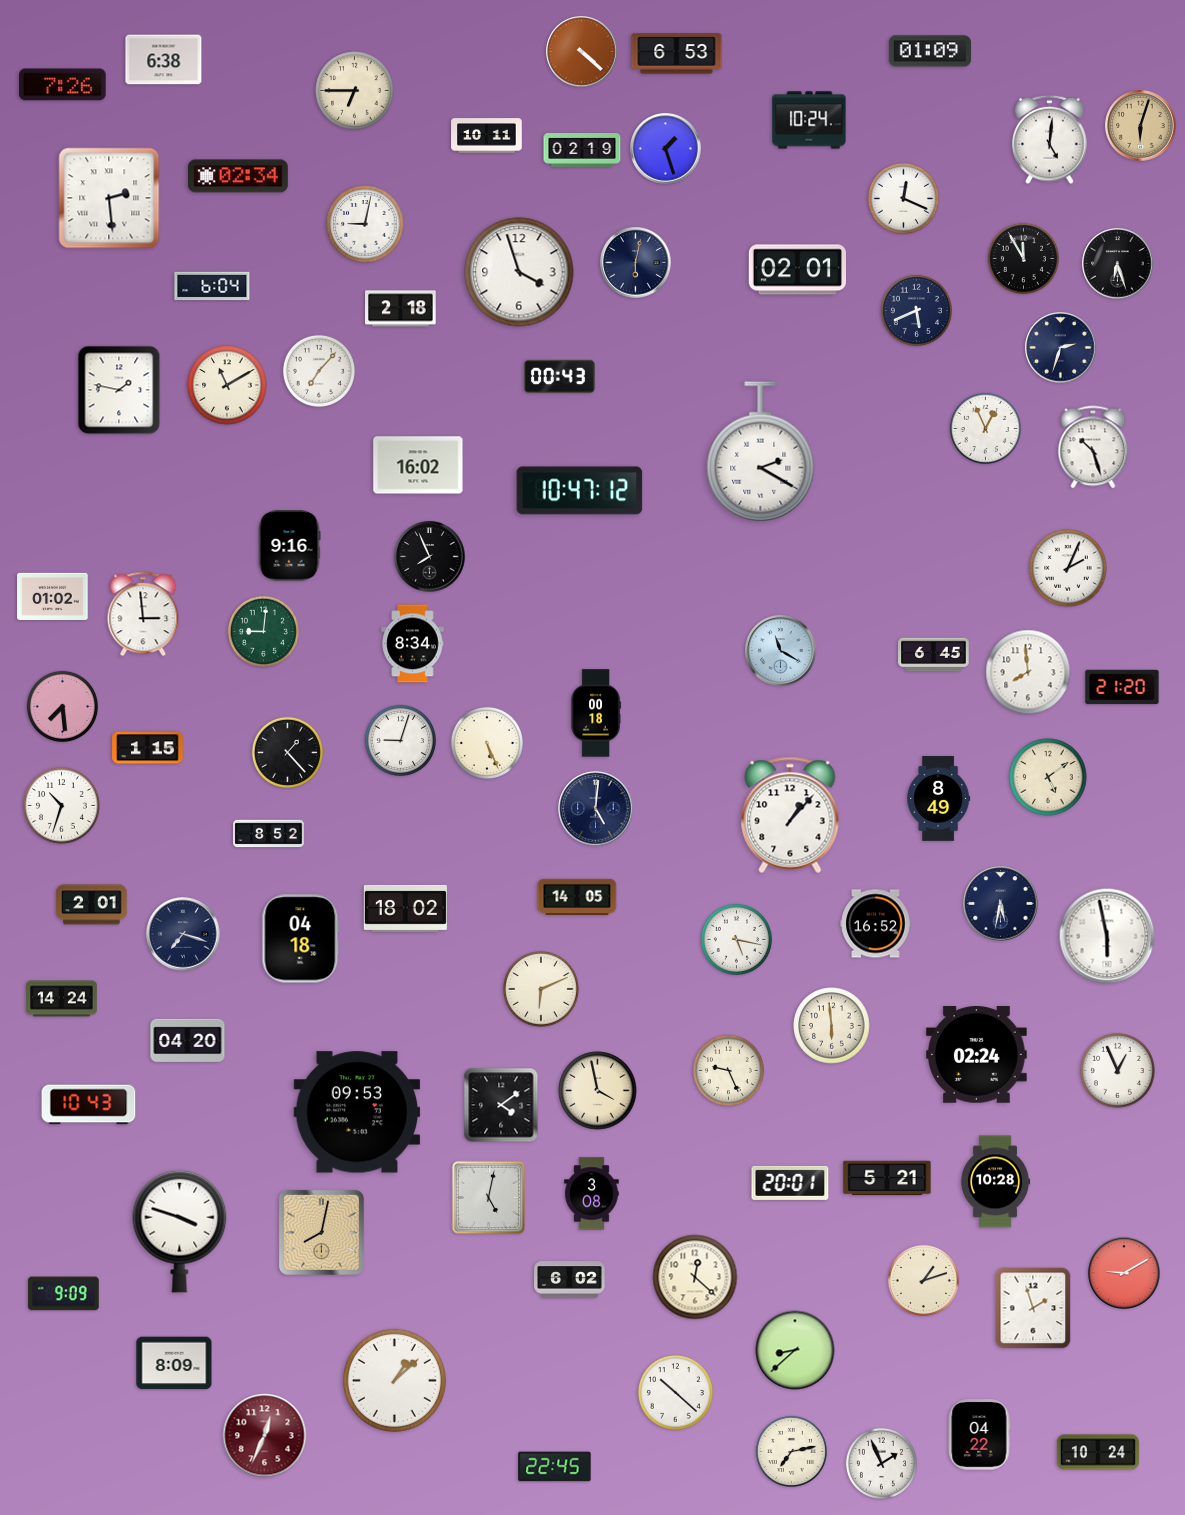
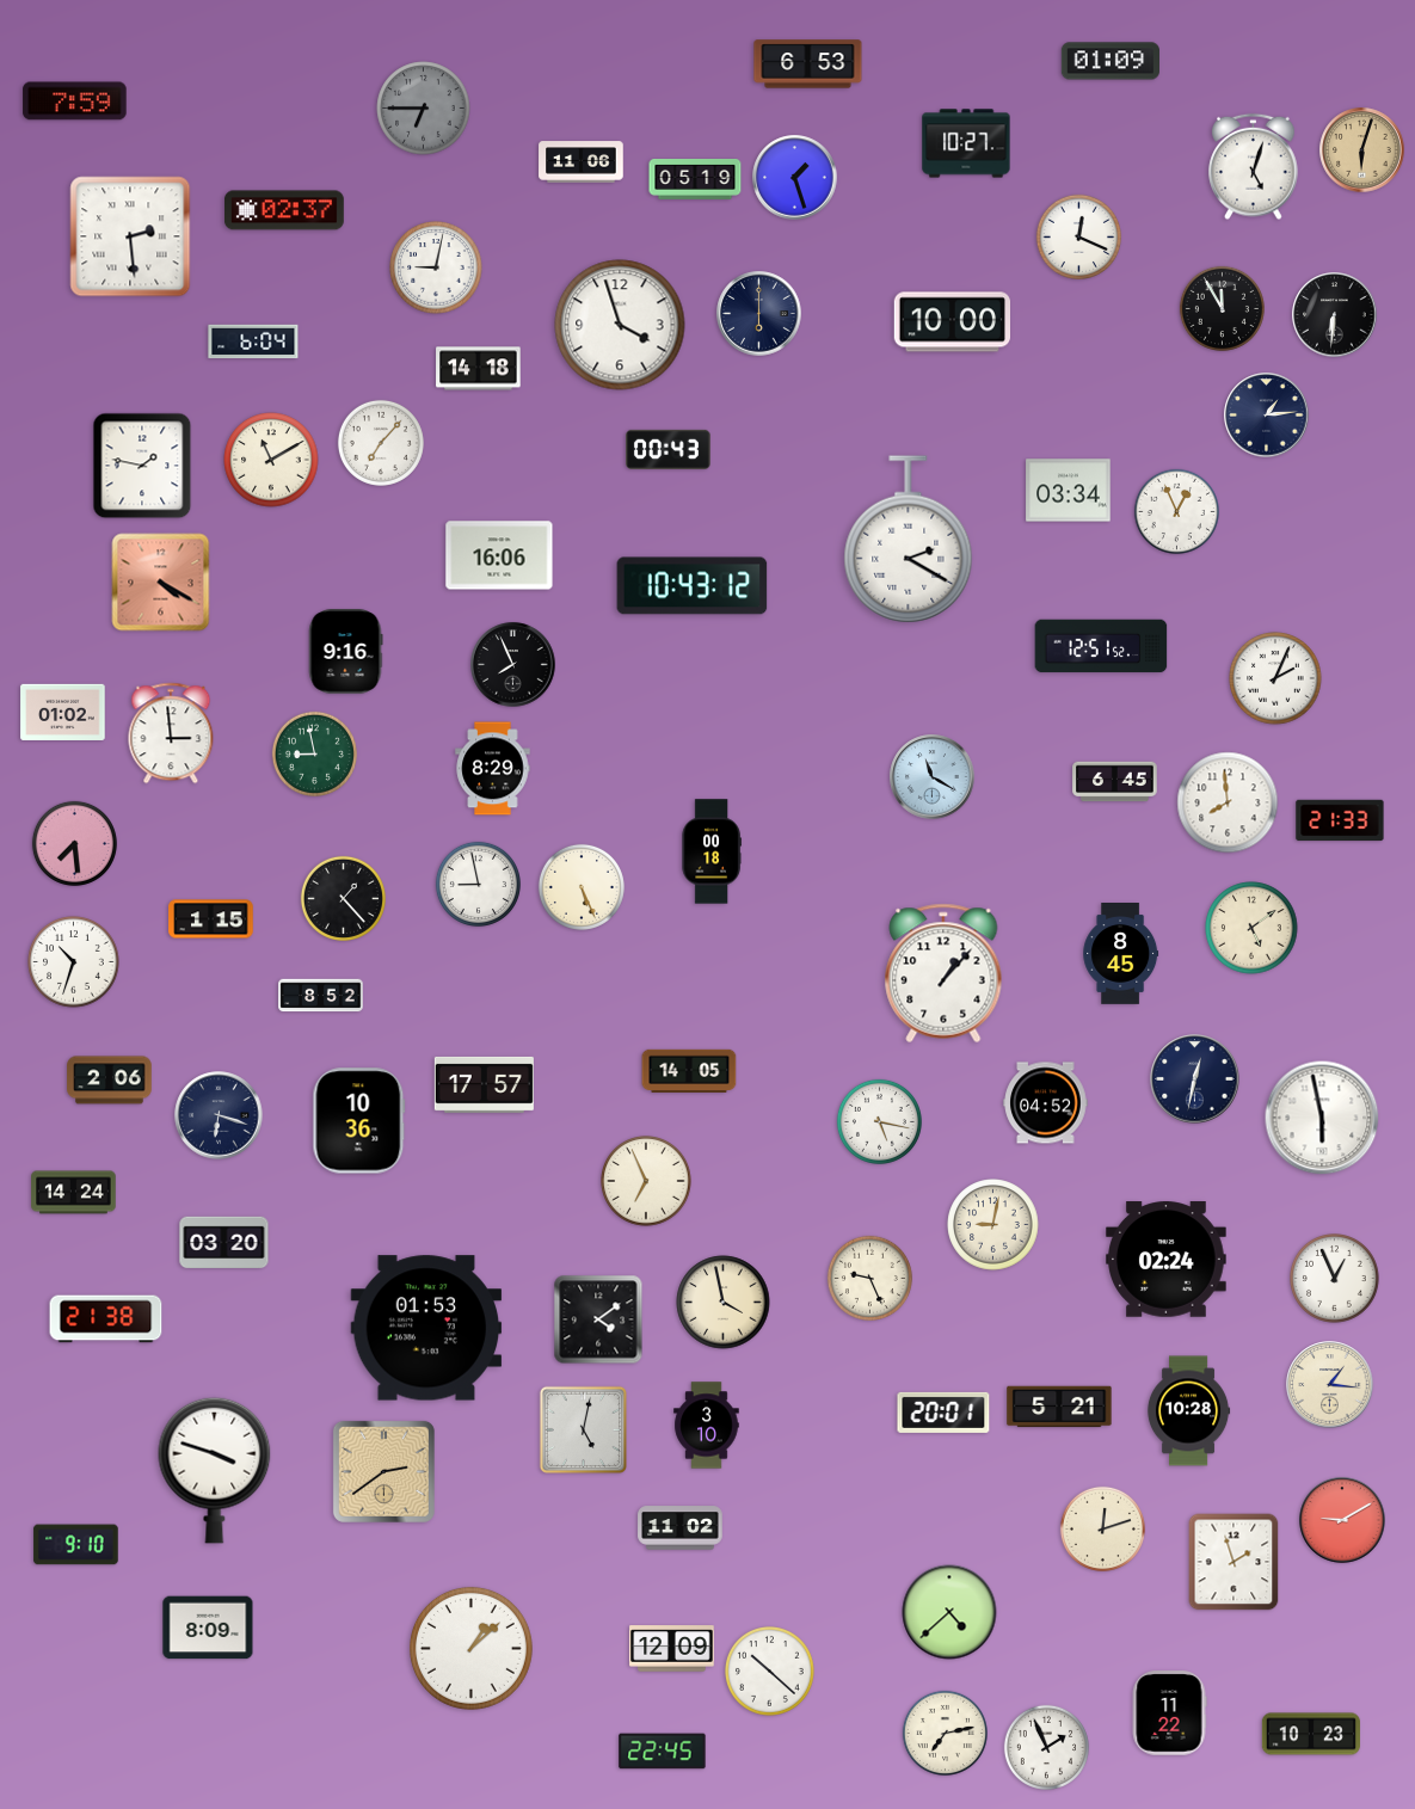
clock at (582, 52): 4:22 -> none
clock at (164, 60): 6:38 -> none
clock at (63, 85): 7:26 -> 7:59
clock at (355, 91) dial: cream -> grey
clock at (809, 120): 10:24 -> 10:27
clock at (487, 136): 10:11 -> 11:06
clock at (1050, 140): 5:01 -> 5:03
clock at (582, 151): 02:19 -> 05:19
clock at (238, 176): 02:34 -> 02:37
clock at (636, 263): 6:02 -> 6:00
clock at (1118, 264): 6:27 -> 6:31
clock at (797, 270): 02:01 -> 10:00
clock at (401, 309): 2:18 -> 14:18
clock at (916, 310): 5:41 -> none
clock at (1061, 348): 2:33 -> 1:14
clock at (1069, 491): none -> 03:34
clock at (1093, 447): 10:27 -> none
clock at (418, 465): 16:02 -> 16:06
clock at (161, 583): none -> 4:20
clock at (580, 491): 10:47 -> 10:43
clock at (1101, 646): none -> 12:51
clock at (263, 631): 9:01 -> 8:58
clock at (413, 644): 8:34 -> 8:29
clock at (1122, 687): 21:20 -> 21:33
clock at (400, 740): 9:03 -> 8:58
clock at (148, 748) position: (148, 748) -> (211, 919)
clock at (939, 799): 8:49 -> 8:45
clock at (596, 809): 5:01 -> none
clock at (1001, 904): 5:32 -> 12:32
clock at (92, 905): 2:01 -> 2:06
clock at (405, 908): 18:02 -> 17:57
clock at (876, 924): 16:52 -> 04:52
clock at (183, 934): 7:18 -> 6:18
clock at (301, 939): 04:18 -> 10:36
clock at (541, 989): 6:11 -> 6:56
clock at (832, 1026): 5:59 -> 9:02
clock at (188, 1041): 04:20 -> 03:20
clock at (598, 1091) position: (598, 1091) -> (724, 1303)
clock at (89, 1105): 10:43 -> 21:38
clock at (357, 1112): 09:53 -> 01:53
clock at (1330, 1385): none -> 1:16
clock at (592, 1194): 3:08 -> 3:10
clock at (321, 1232): 8:02 -> 2:39
clock at (695, 1277): 12:22 -> none
clock at (570, 1280): 6:02 -> 11:02
clock at (923, 1280): 1:12 -> 12:12
clock at (64, 1294): 9:09 -> 9:10
clock at (795, 1350): 8:38 -> 4:38
clock at (672, 1649): none -> 12:09
clock at (676, 1393) position: (676, 1393) -> (770, 1672)
clock at (979, 1435): 04:22 -> 11:22
clock at (265, 1436): 12:34 -> none
clock at (1098, 1452): 10:24 -> 10:23
clock at (881, 1463) position: (881, 1463) -> (1046, 1747)
